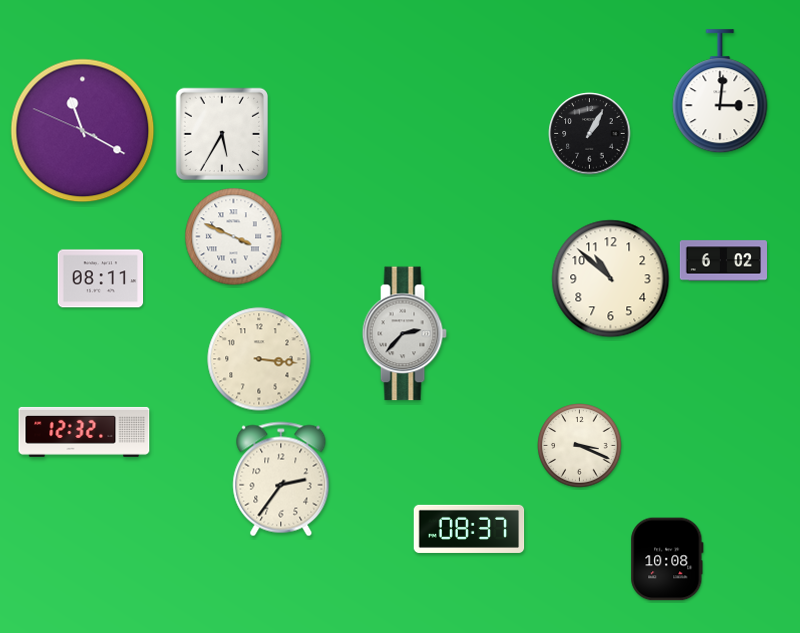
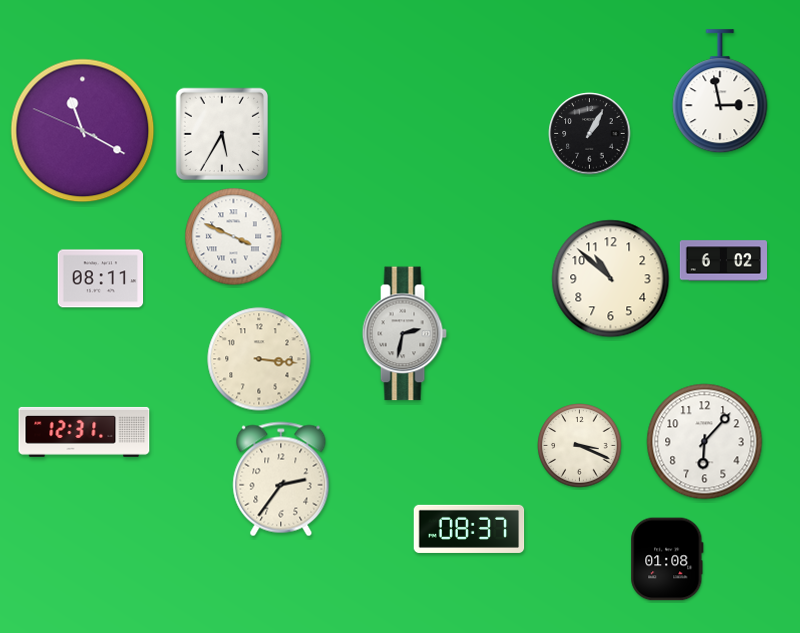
clock at (720, 92): 3:01 -> 2:58
clock at (404, 334): 2:37 -> 2:32
clock at (84, 432): 12:32 -> 12:31
clock at (705, 442): none -> 6:07
clock at (667, 559): 10:08 -> 01:08
